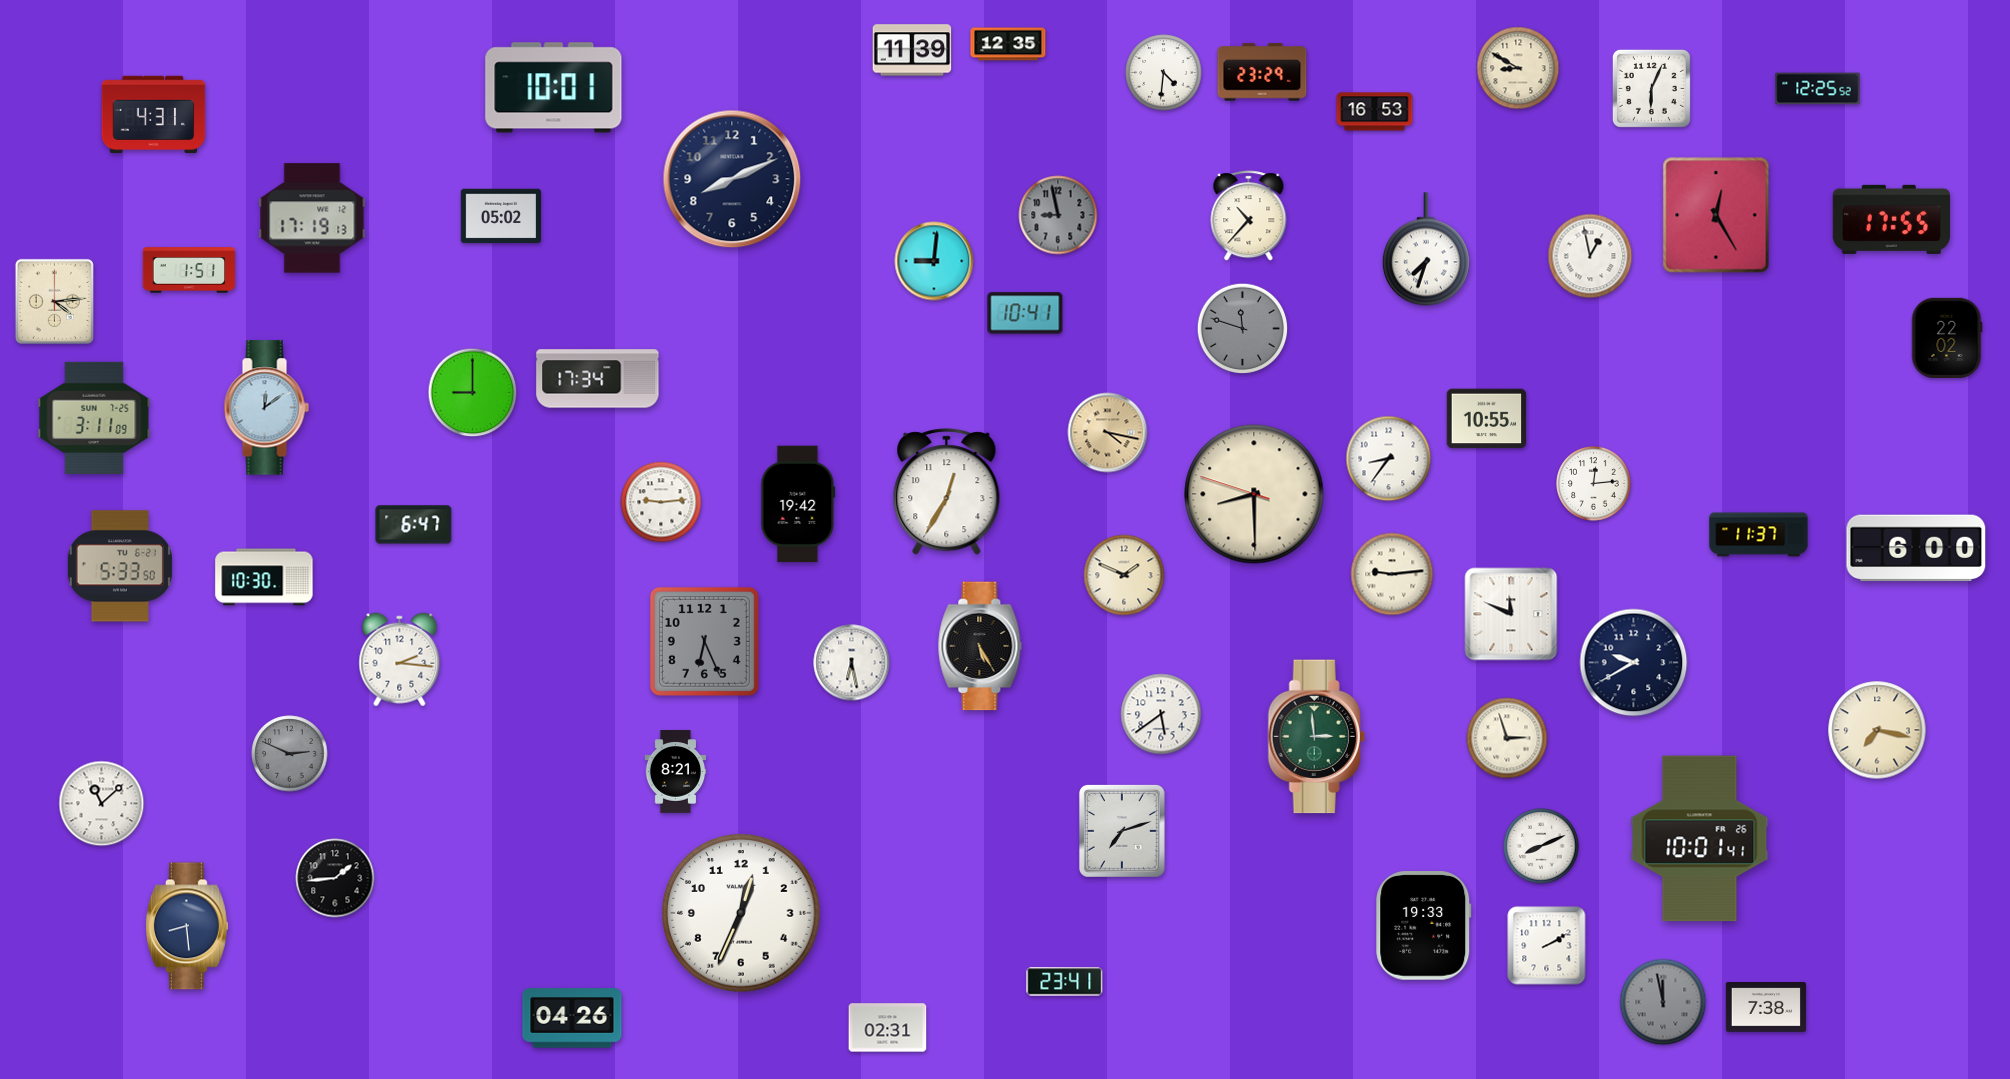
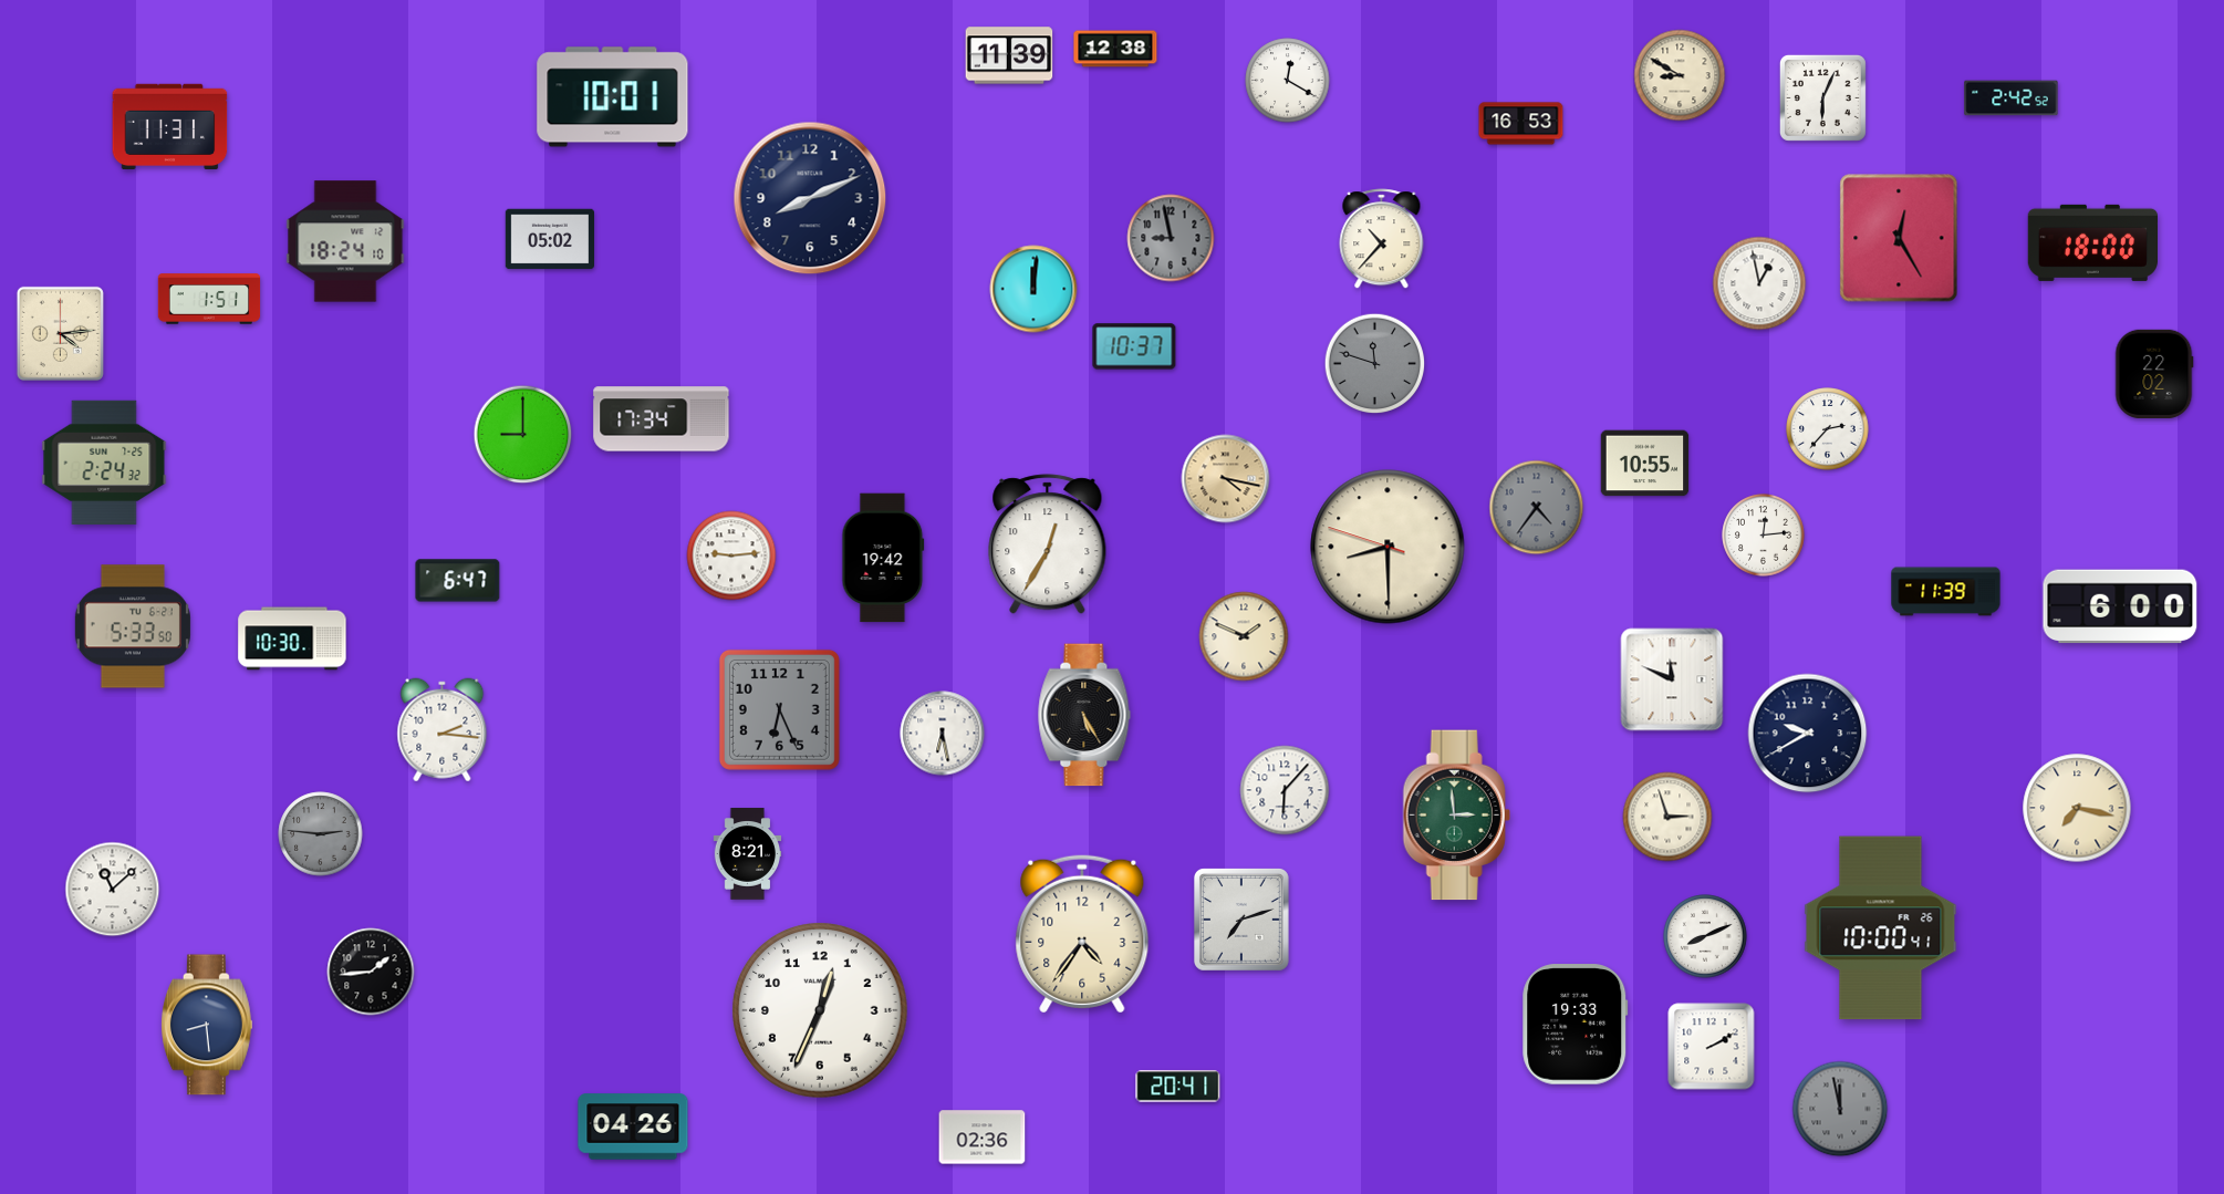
clock at (1008, 44): 12:35 -> 12:38
clock at (1262, 72): 23:29 -> none
clock at (1164, 73): 4:31 -> 12:20
clock at (1651, 88) position: (1651, 88) -> (1822, 97)
clock at (1818, 89): 12:25 -> 2:42
clock at (154, 114): 4:31 -> 11:31
clock at (500, 216) position: (500, 216) -> (549, 239)
clock at (312, 218): 17:19 -> 18:24
clock at (1891, 219): 17:55 -> 18:00
clock at (1426, 249): 7:33 -> none
clock at (934, 261): 9:01 -> 12:01
clock at (1025, 313): 10:41 -> 10:37
clock at (1828, 429): none -> 2:37
clock at (266, 408): 12:09 -> none
clock at (94, 418): 3:11 -> 2:24
clock at (1389, 459): 8:36 -> 4:36
clock at (1389, 459) dial: white -> grey
clock at (1759, 535): 11:37 -> 11:39
clock at (1392, 574): 9:14 -> none
clock at (1161, 714): 5:39 -> 6:07
clock at (290, 754): 2:49 -> 2:46
clock at (1700, 839): 10:01 -> 10:00
clock at (1082, 934): none -> 4:36
clock at (1065, 982): 23:41 -> 20:41
clock at (1765, 1007): 7:38 -> none
clock at (888, 1028): 02:31 -> 02:36
